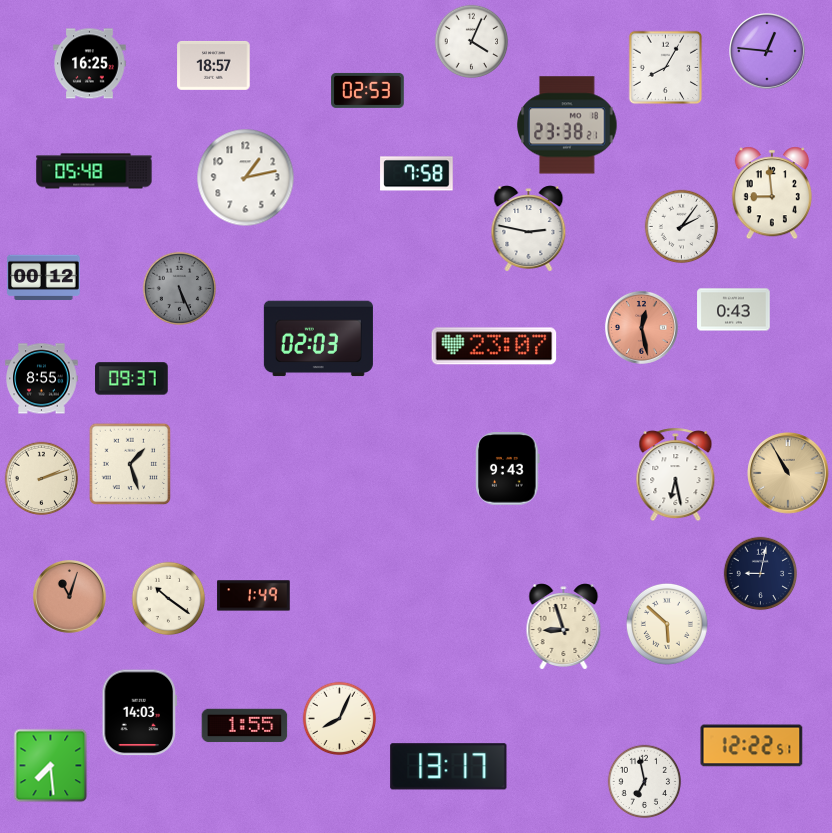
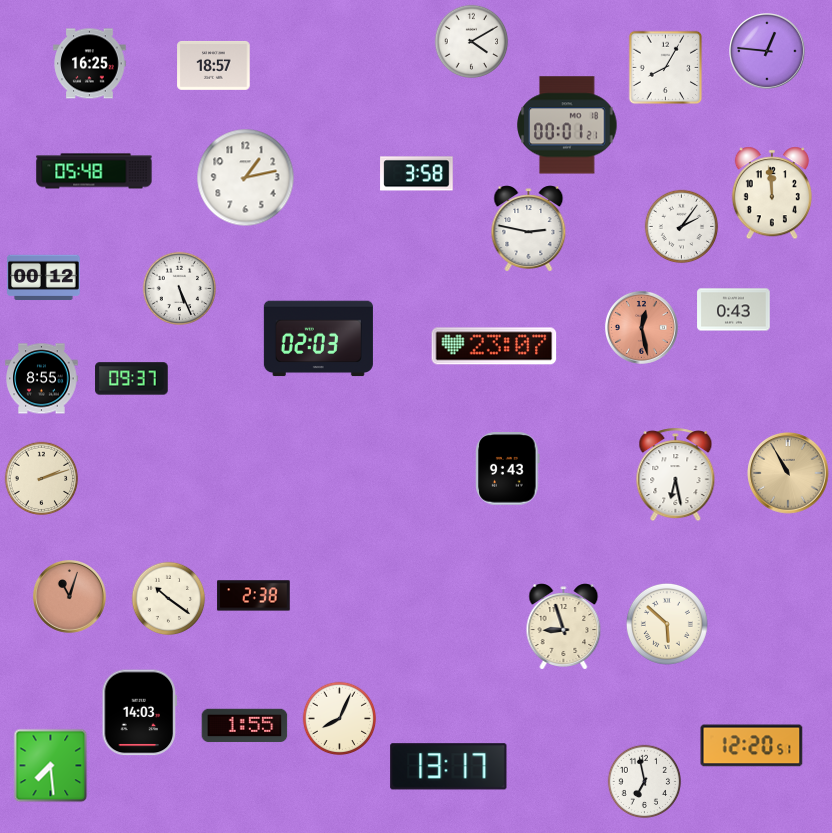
clock at (472, 42): 4:04 -> 4:10
clock at (368, 90): 02:53 -> none
clock at (567, 125): 23:38 -> 00:01
clock at (417, 174): 7:58 -> 3:58
clock at (772, 193): 8:59 -> 11:59
clock at (180, 289) dial: grey -> white
clock at (130, 464): 1:27 -> none
clock at (761, 574): 9:02 -> none
clock at (254, 596): 1:49 -> 2:38
clock at (752, 746): 12:22 -> 12:20
